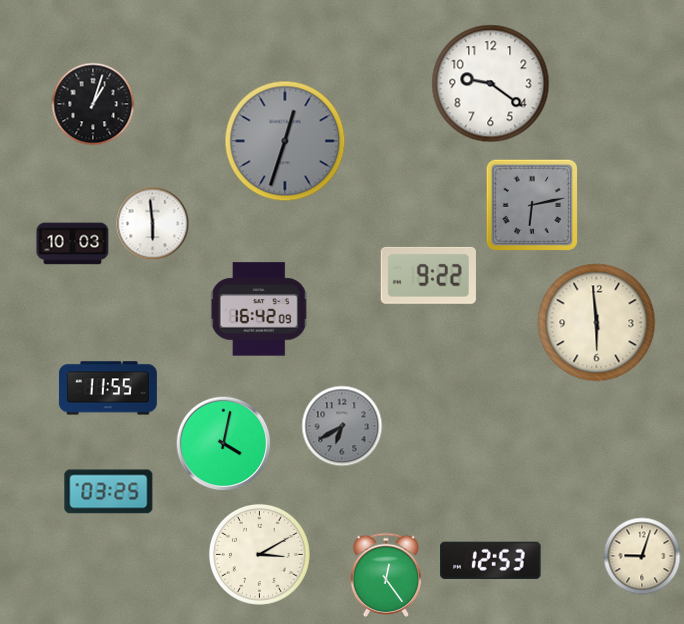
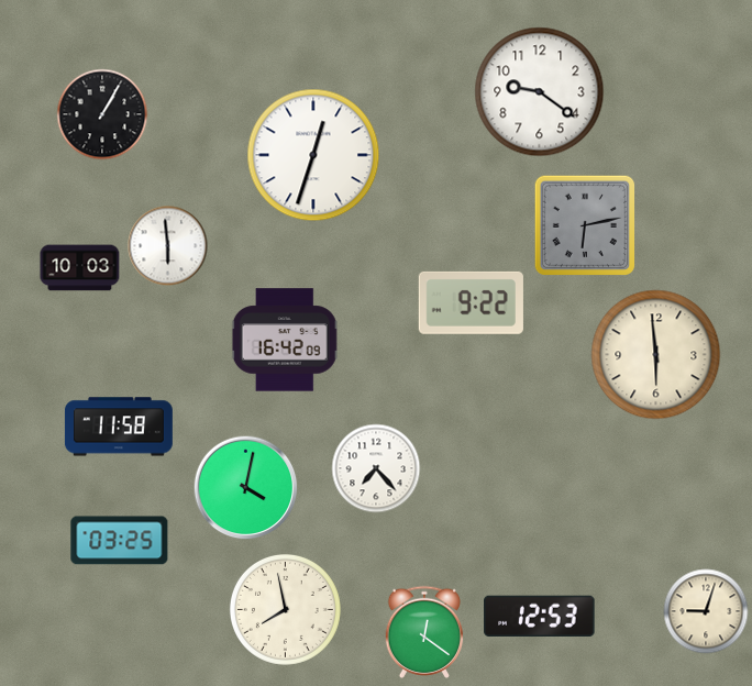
clock at (93, 104): 1:03 -> 1:05
clock at (285, 141) dial: grey -> white
clock at (108, 388): 11:55 -> 11:58
clock at (342, 426): 6:40 -> 7:23
clock at (342, 426) dial: grey -> white
clock at (259, 554): 3:10 -> 7:58
clock at (386, 575): 12:24 -> 12:21
